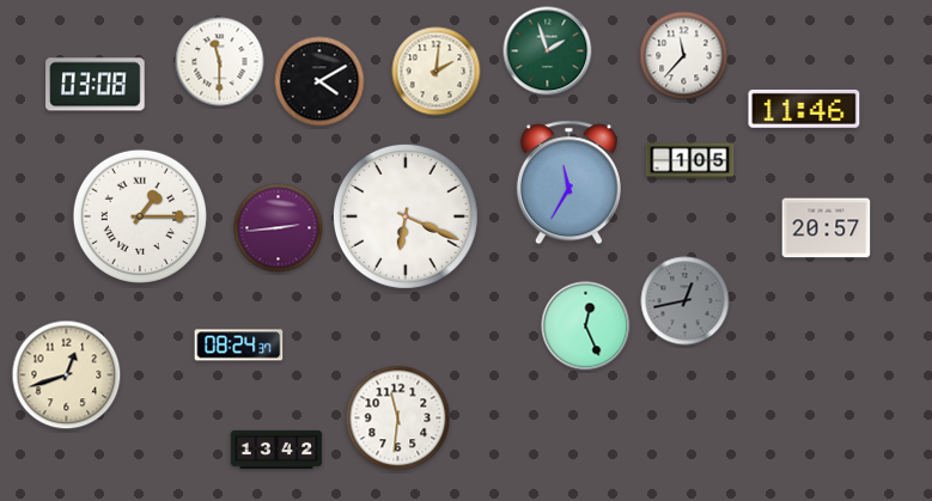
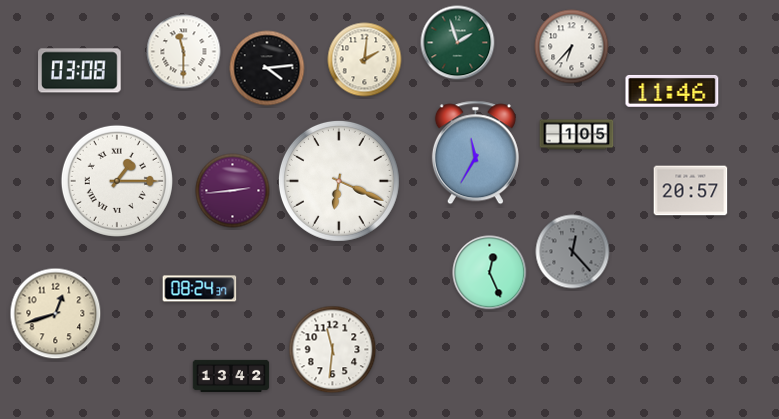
clock at (684, 56): 11:37 -> 6:37
clock at (319, 81): 4:10 -> 4:14
clock at (686, 301): 12:43 -> 12:23
